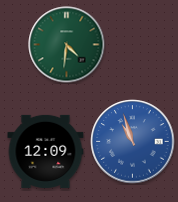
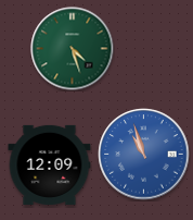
clock at (67, 45): 4:31 -> 4:27
